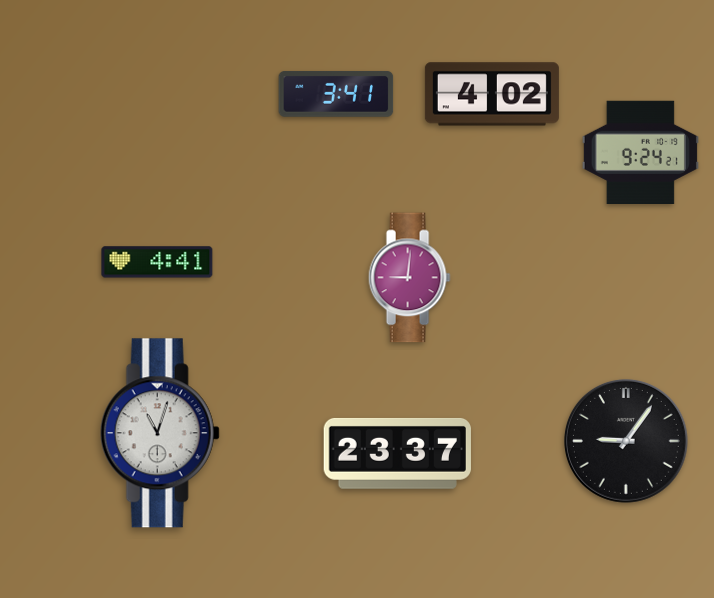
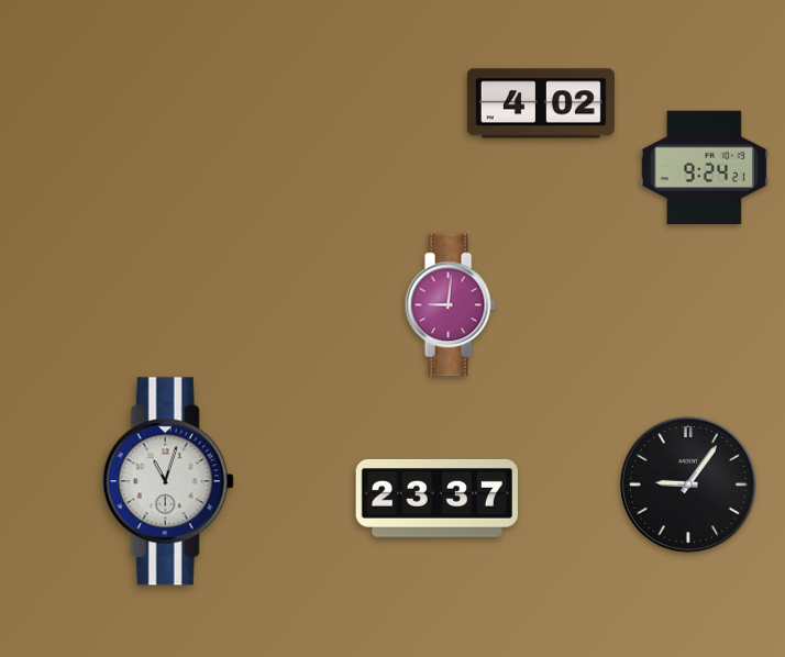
clock at (336, 94): 3:41 -> none
clock at (157, 262): 4:41 -> none
clock at (160, 433) position: (160, 433) -> (168, 481)
